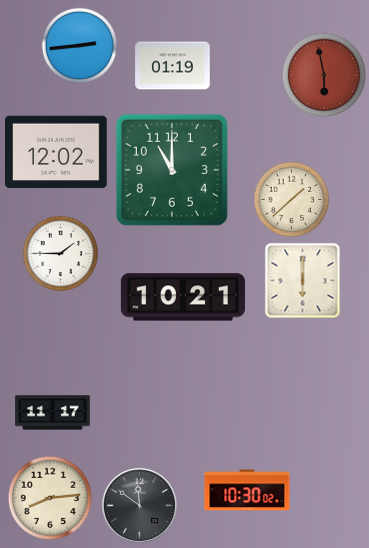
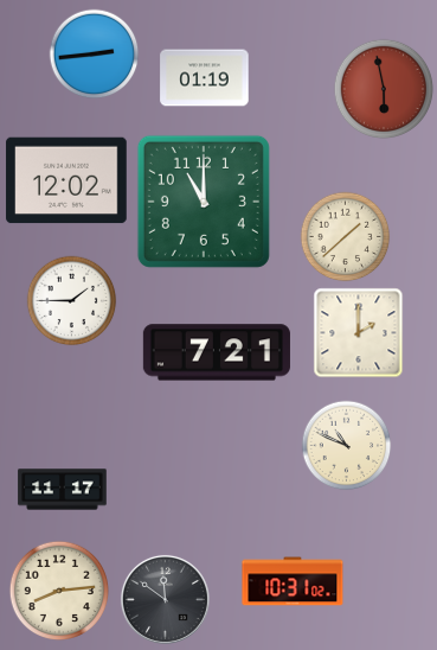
clock at (303, 281): 6:00 -> 2:00
clock at (183, 297): 10:21 -> 7:21
clock at (347, 446): none -> 10:49
clock at (247, 490): 10:30 -> 10:31
